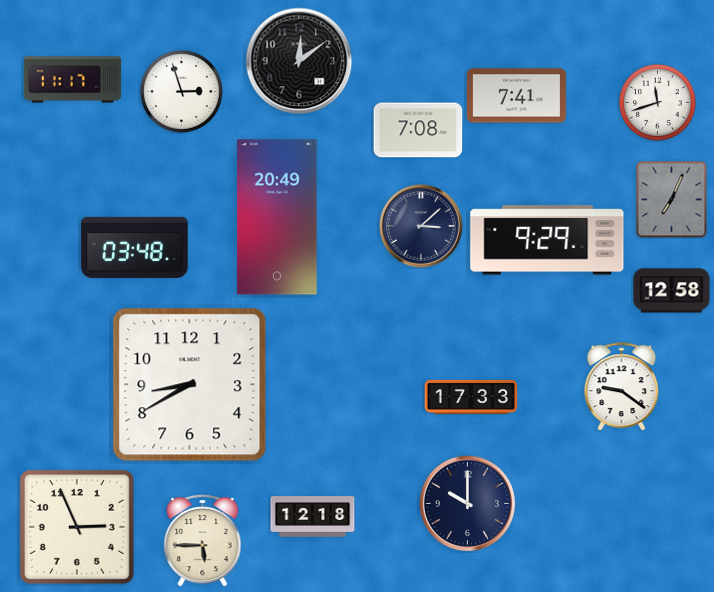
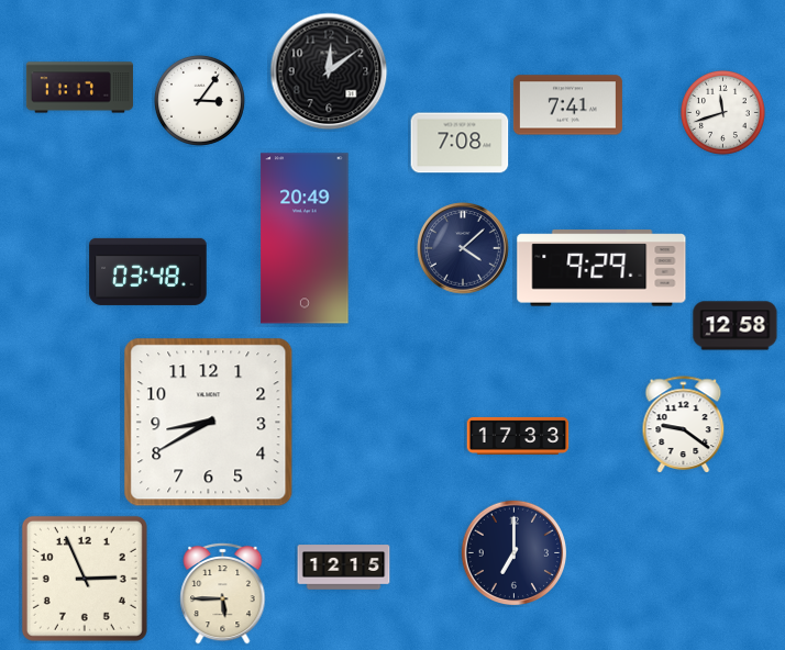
clock at (299, 61) position: (299, 61) -> (329, 71)
clock at (181, 91): 2:57 -> 3:06
clock at (672, 199): 7:04 -> none
clock at (422, 227): 3:08 -> 4:08
clock at (547, 240) position: (547, 240) -> (601, 268)
clock at (672, 291) position: (672, 291) -> (736, 326)
clock at (468, 504): 10:00 -> 7:00
clock at (313, 517): 12:18 -> 12:15
